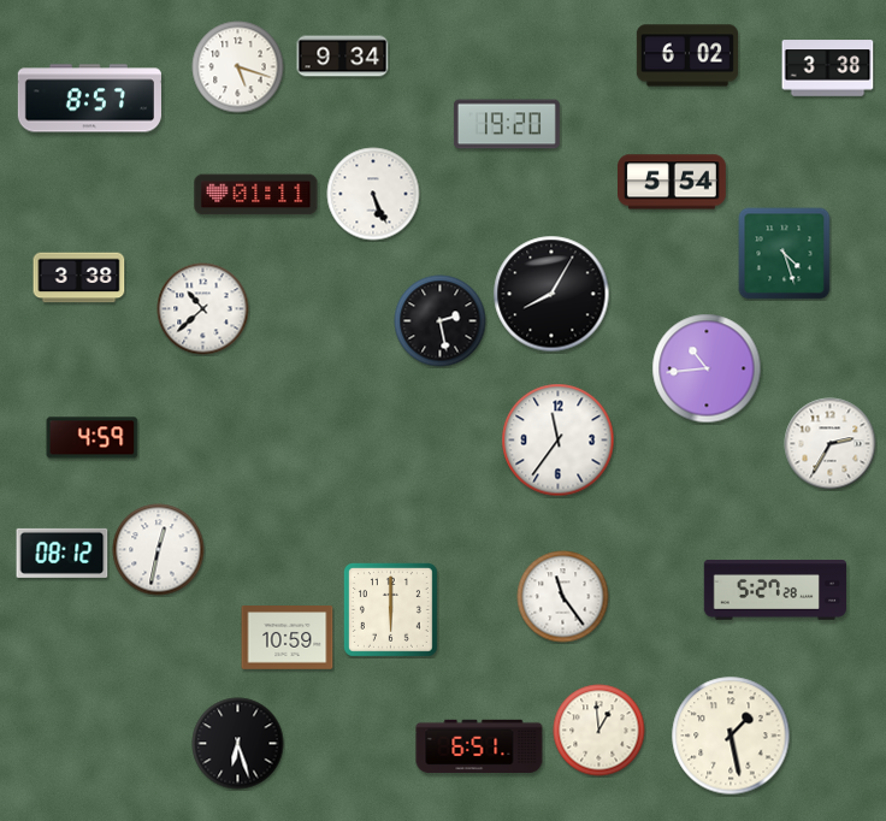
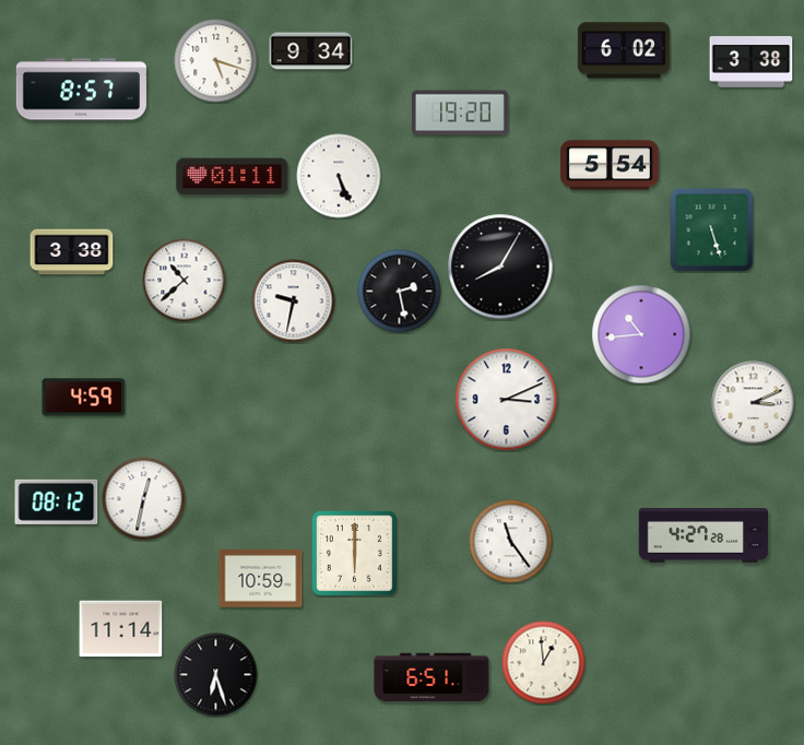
clock at (785, 254): 4:27 -> 5:27
clock at (294, 301): none -> 9:32
clock at (559, 441): 11:36 -> 3:11
clock at (831, 444): 2:35 -> 3:11
clock at (774, 590): 5:27 -> 4:27
clock at (121, 629): none -> 11:14
clock at (731, 736): 1:28 -> none
clock at (479, 746) position: (479, 746) -> (431, 677)
